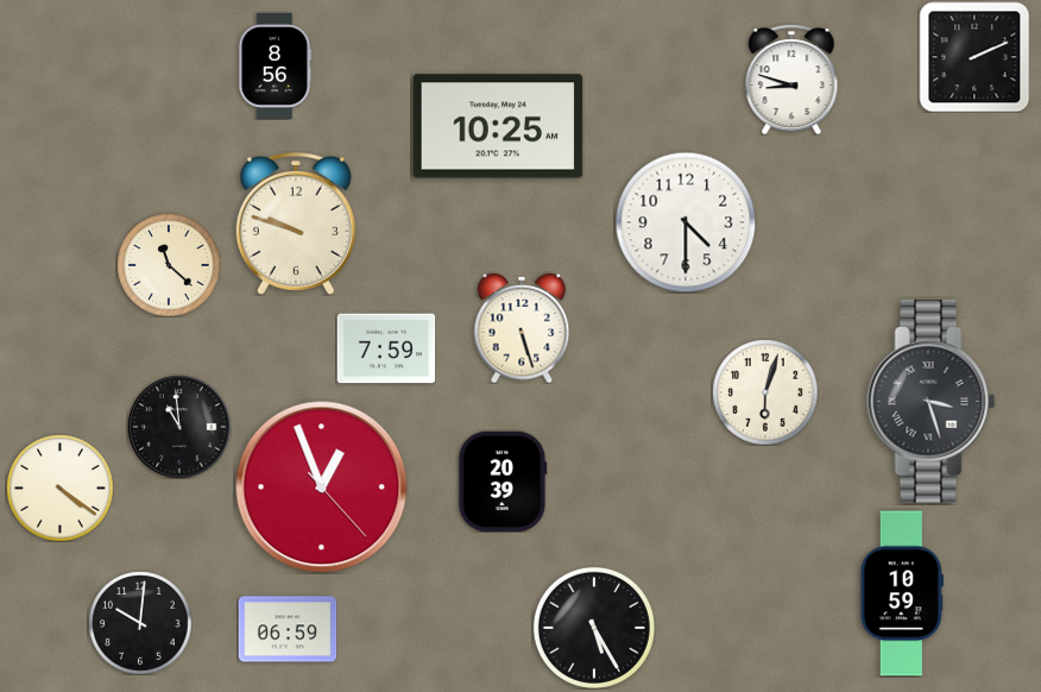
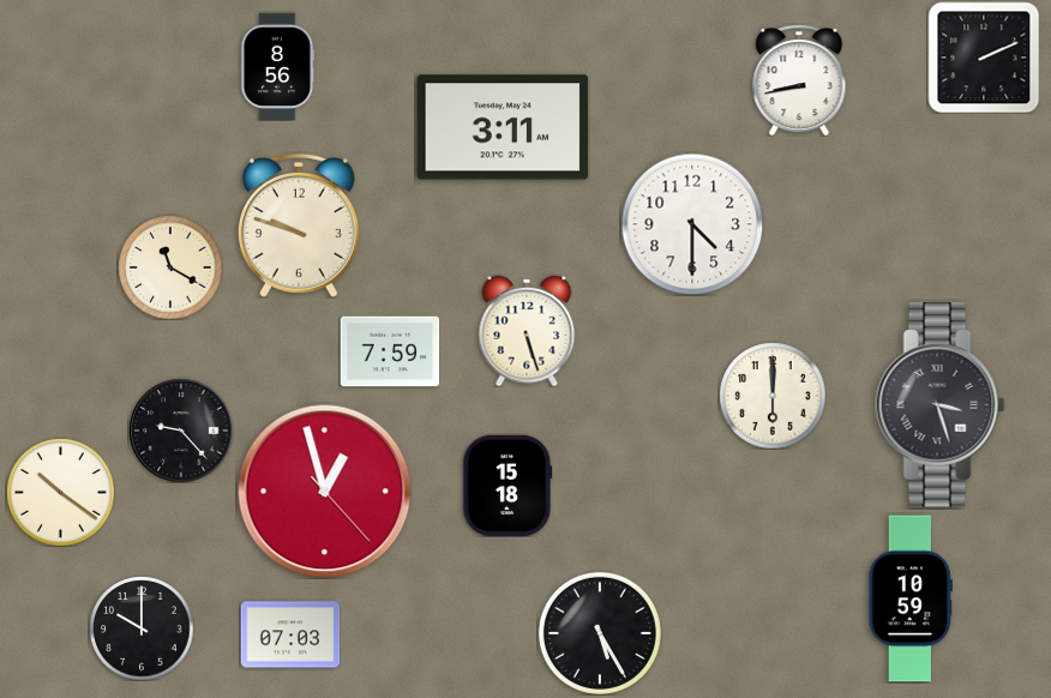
clock at (791, 80): 8:48 -> 8:43
clock at (498, 126): 10:25 -> 3:11
clock at (169, 265): 11:22 -> 11:20
clock at (765, 392): 6:03 -> 6:00
clock at (179, 427): 10:59 -> 9:23
clock at (503, 482): 20:39 -> 15:18
clock at (59, 487): 4:21 -> 10:21
clock at (322, 487): 12:56 -> 12:57
clock at (140, 623): 10:01 -> 10:00
clock at (288, 629): 06:59 -> 07:03
